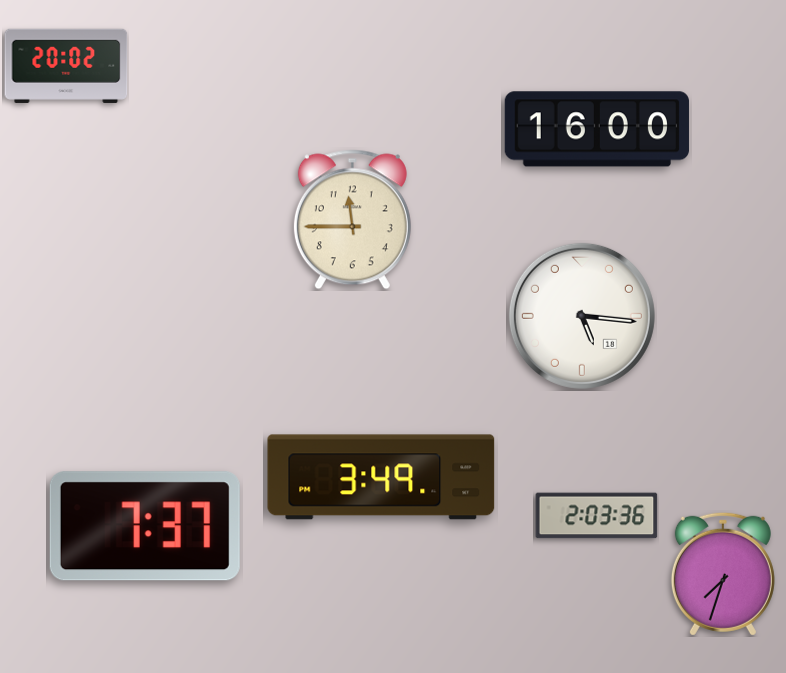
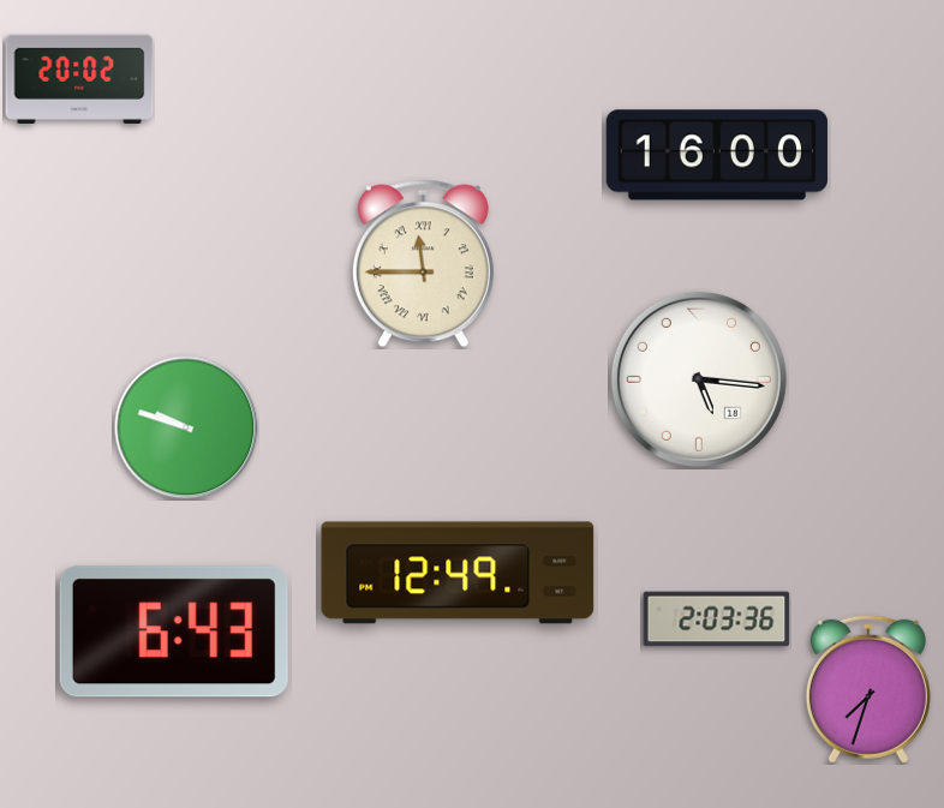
clock at (352, 220) numerals: Arabic -> Roman
clock at (186, 427): none -> 9:48
clock at (381, 477): 3:49 -> 12:49
clock at (145, 526): 7:37 -> 6:43
